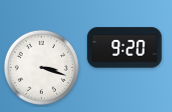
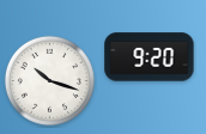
clock at (41, 67): 3:18 -> 10:18
